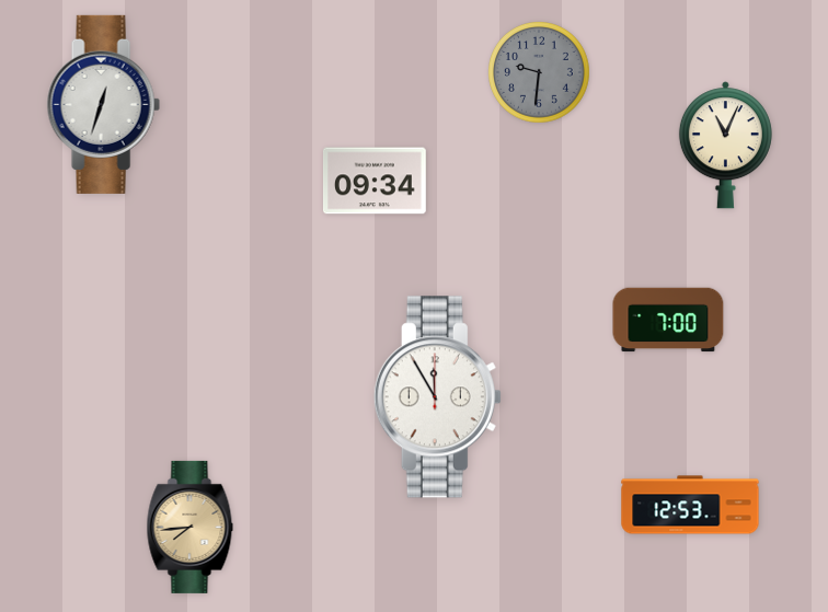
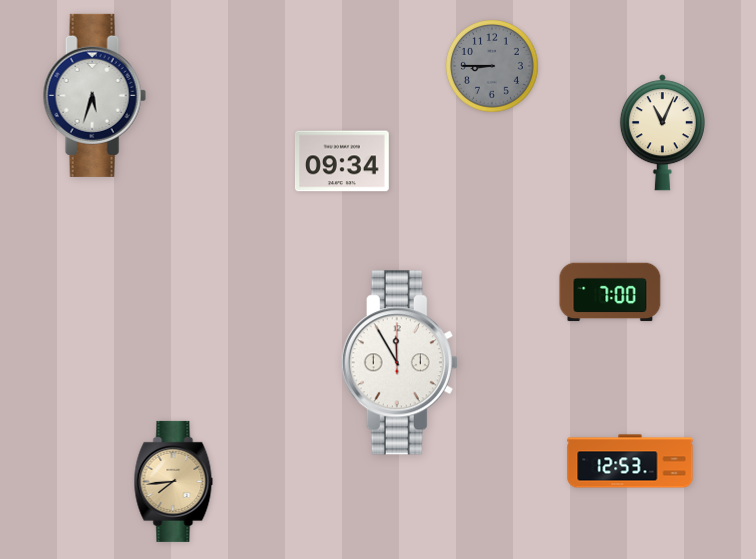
clock at (540, 73): 9:31 -> 8:45
clock at (103, 104): 12:33 -> 5:33
clock at (375, 181) position: (375, 181) -> (342, 161)
